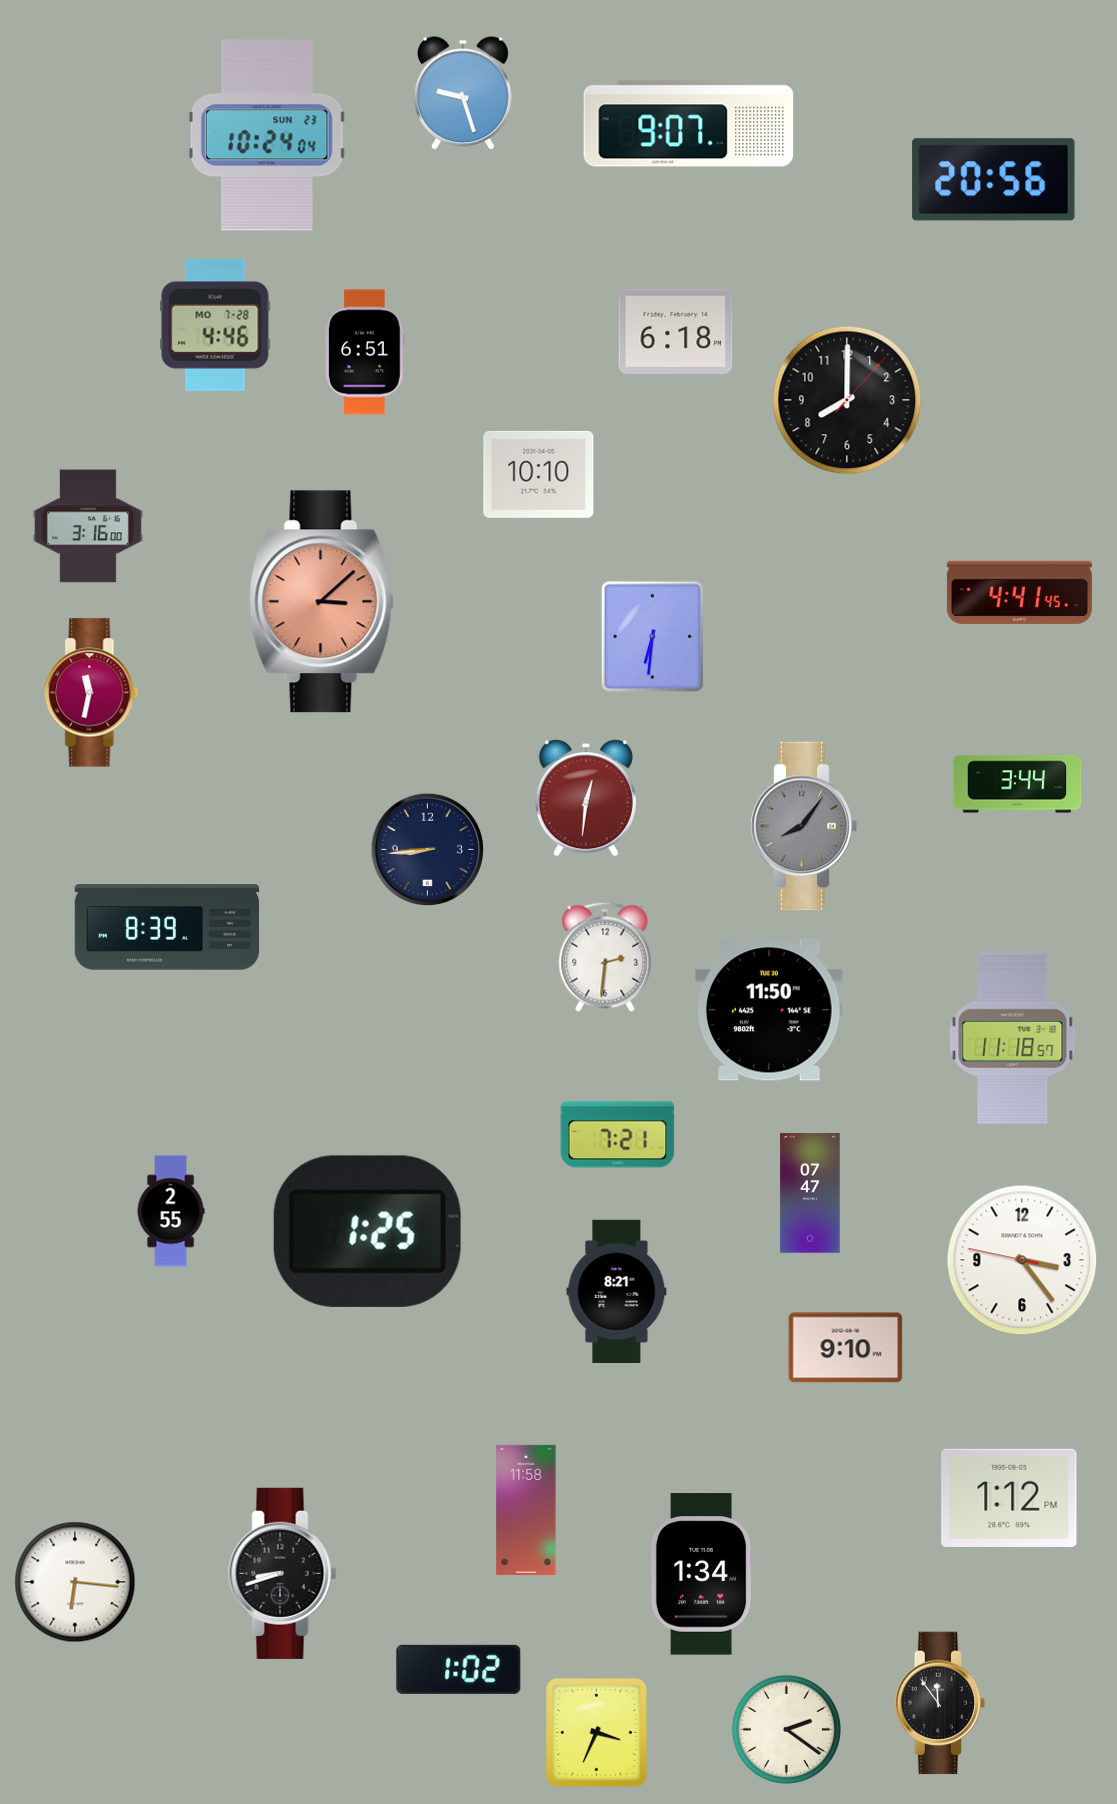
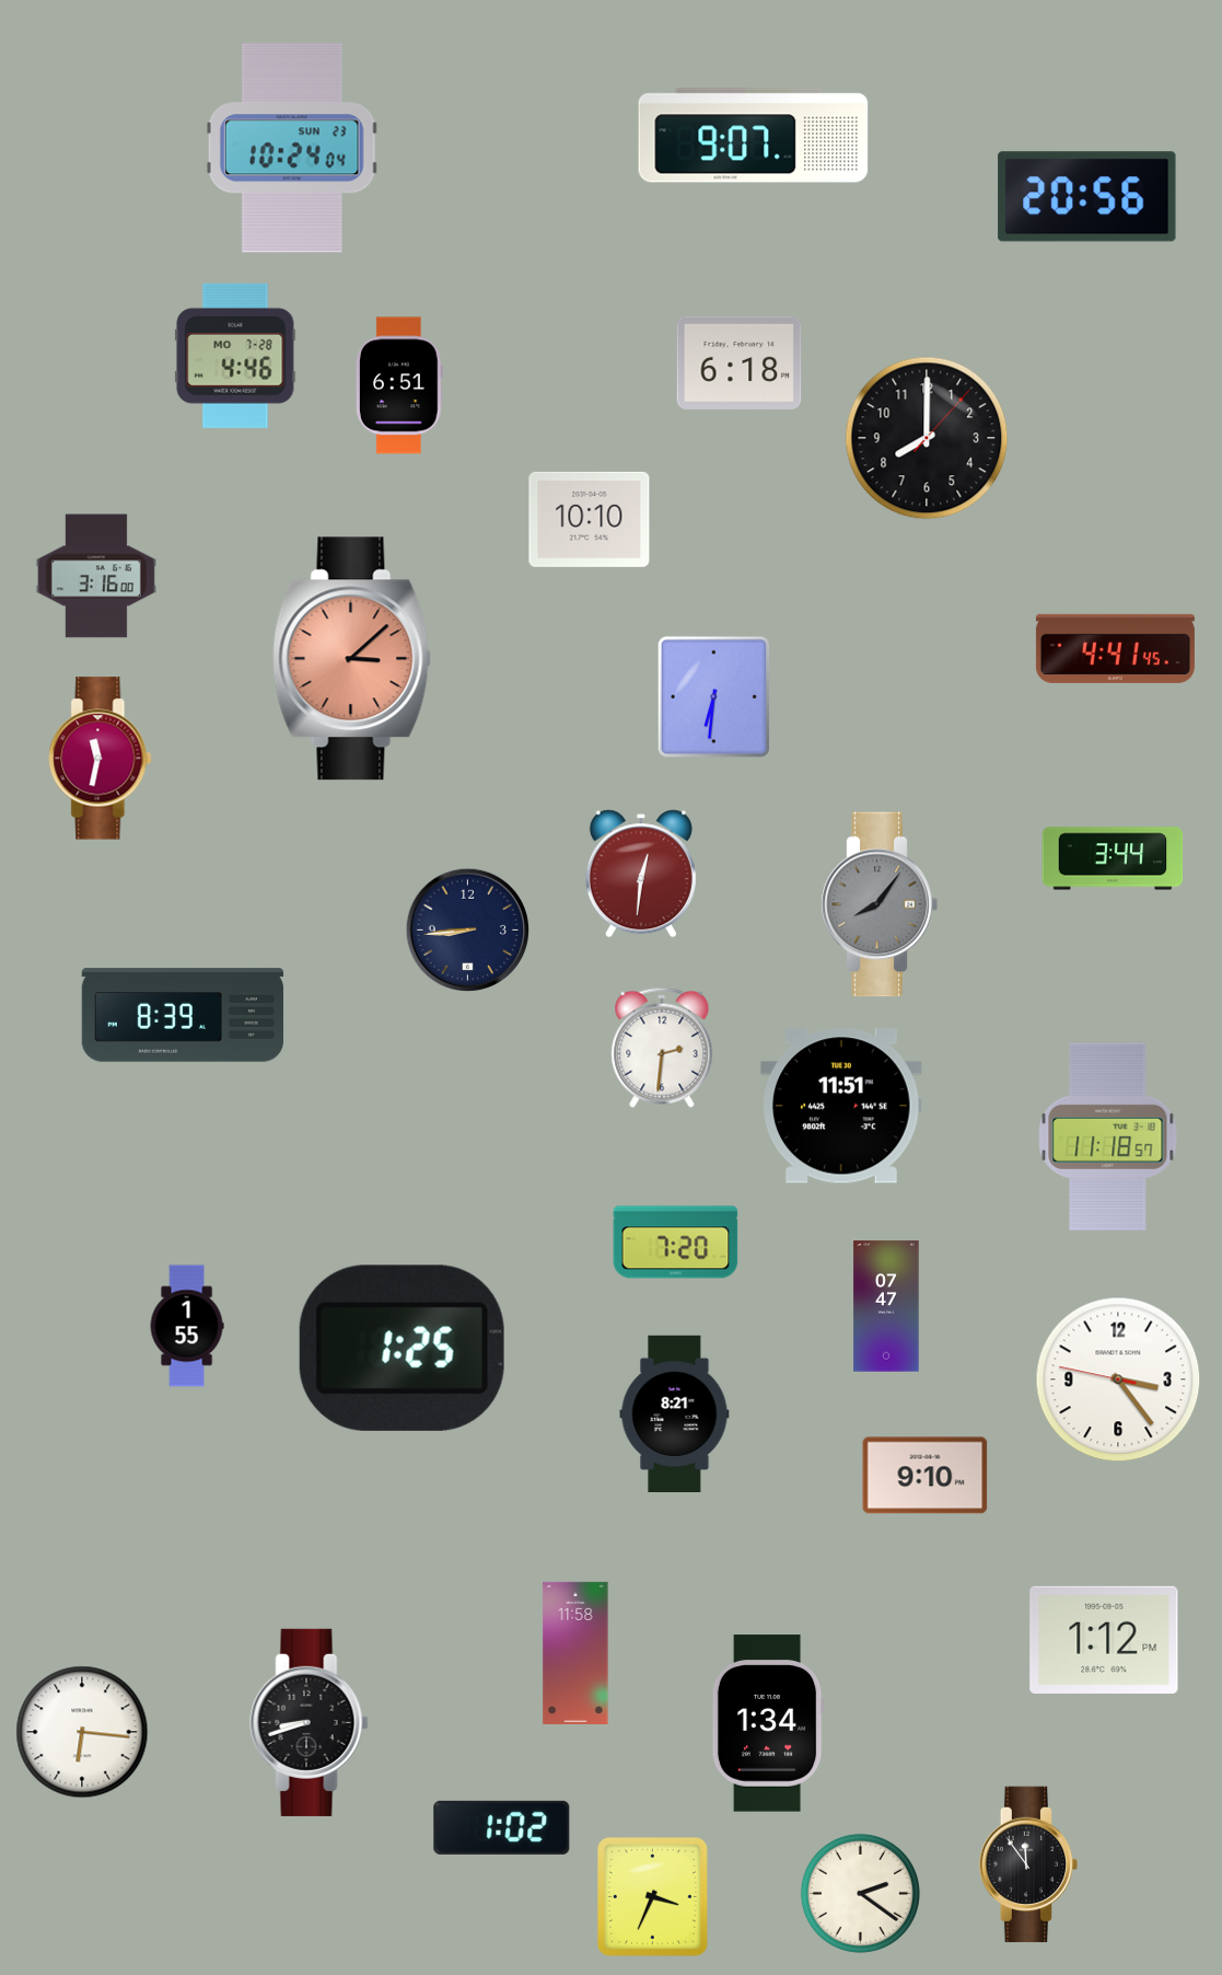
clock at (463, 93): 9:27 -> none
clock at (770, 1010): 11:50 -> 11:51
clock at (618, 1135): 7:21 -> 7:20
clock at (171, 1211): 2:55 -> 1:55
